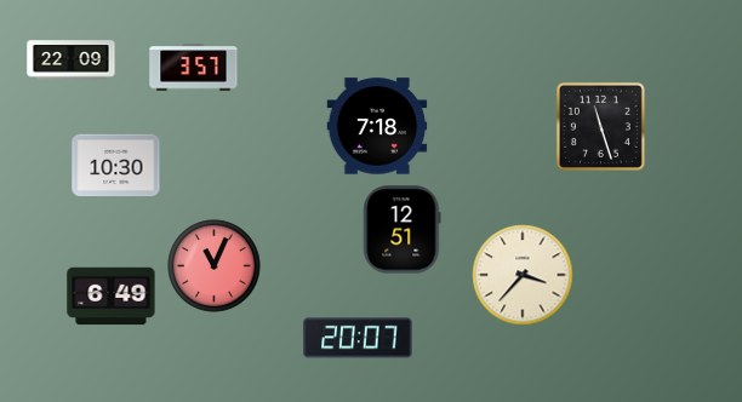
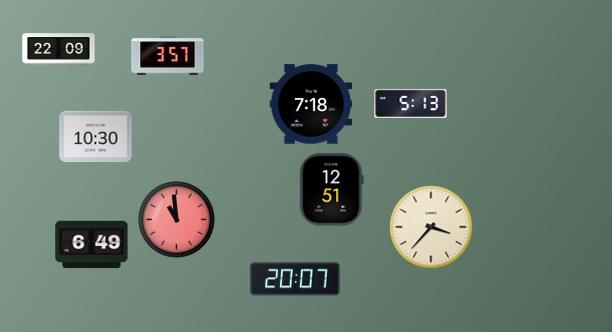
clock at (194, 68) position: (194, 68) -> (168, 56)
clock at (411, 103): none -> 5:13
clock at (600, 126): 11:27 -> none
clock at (215, 266): 11:04 -> 10:59
